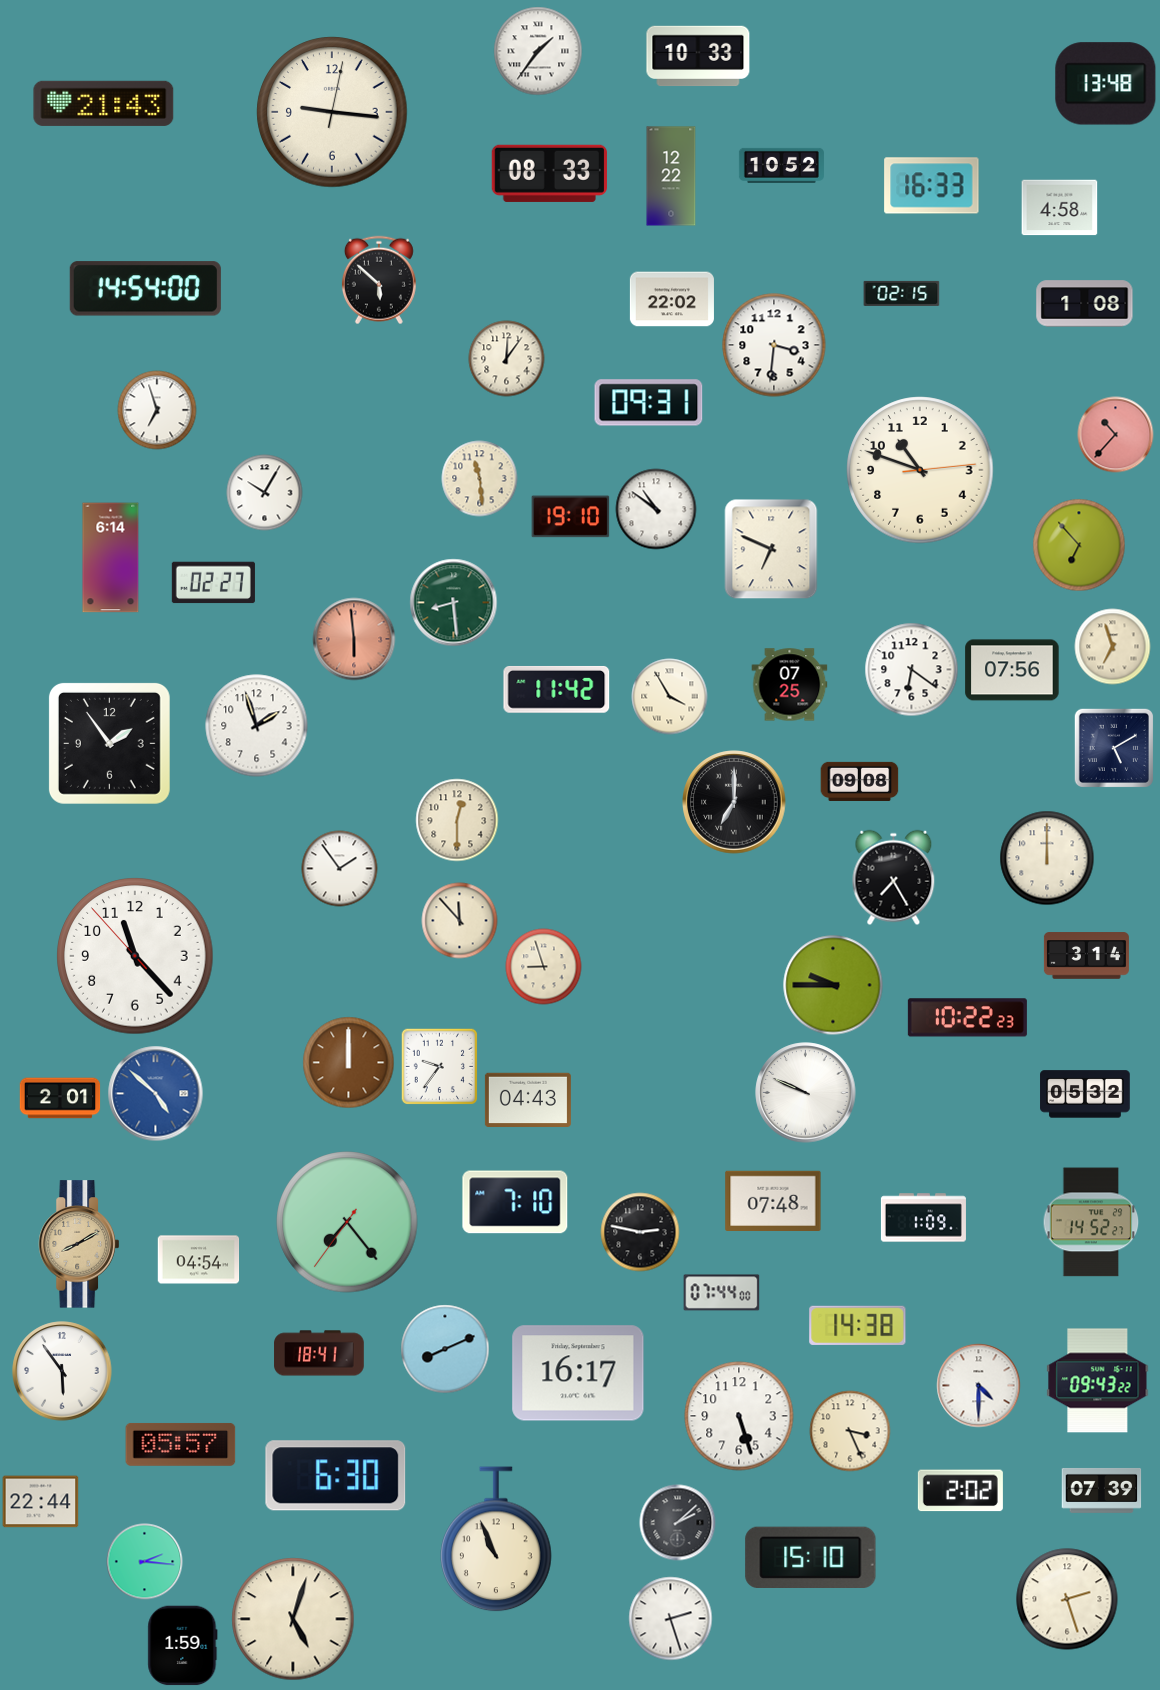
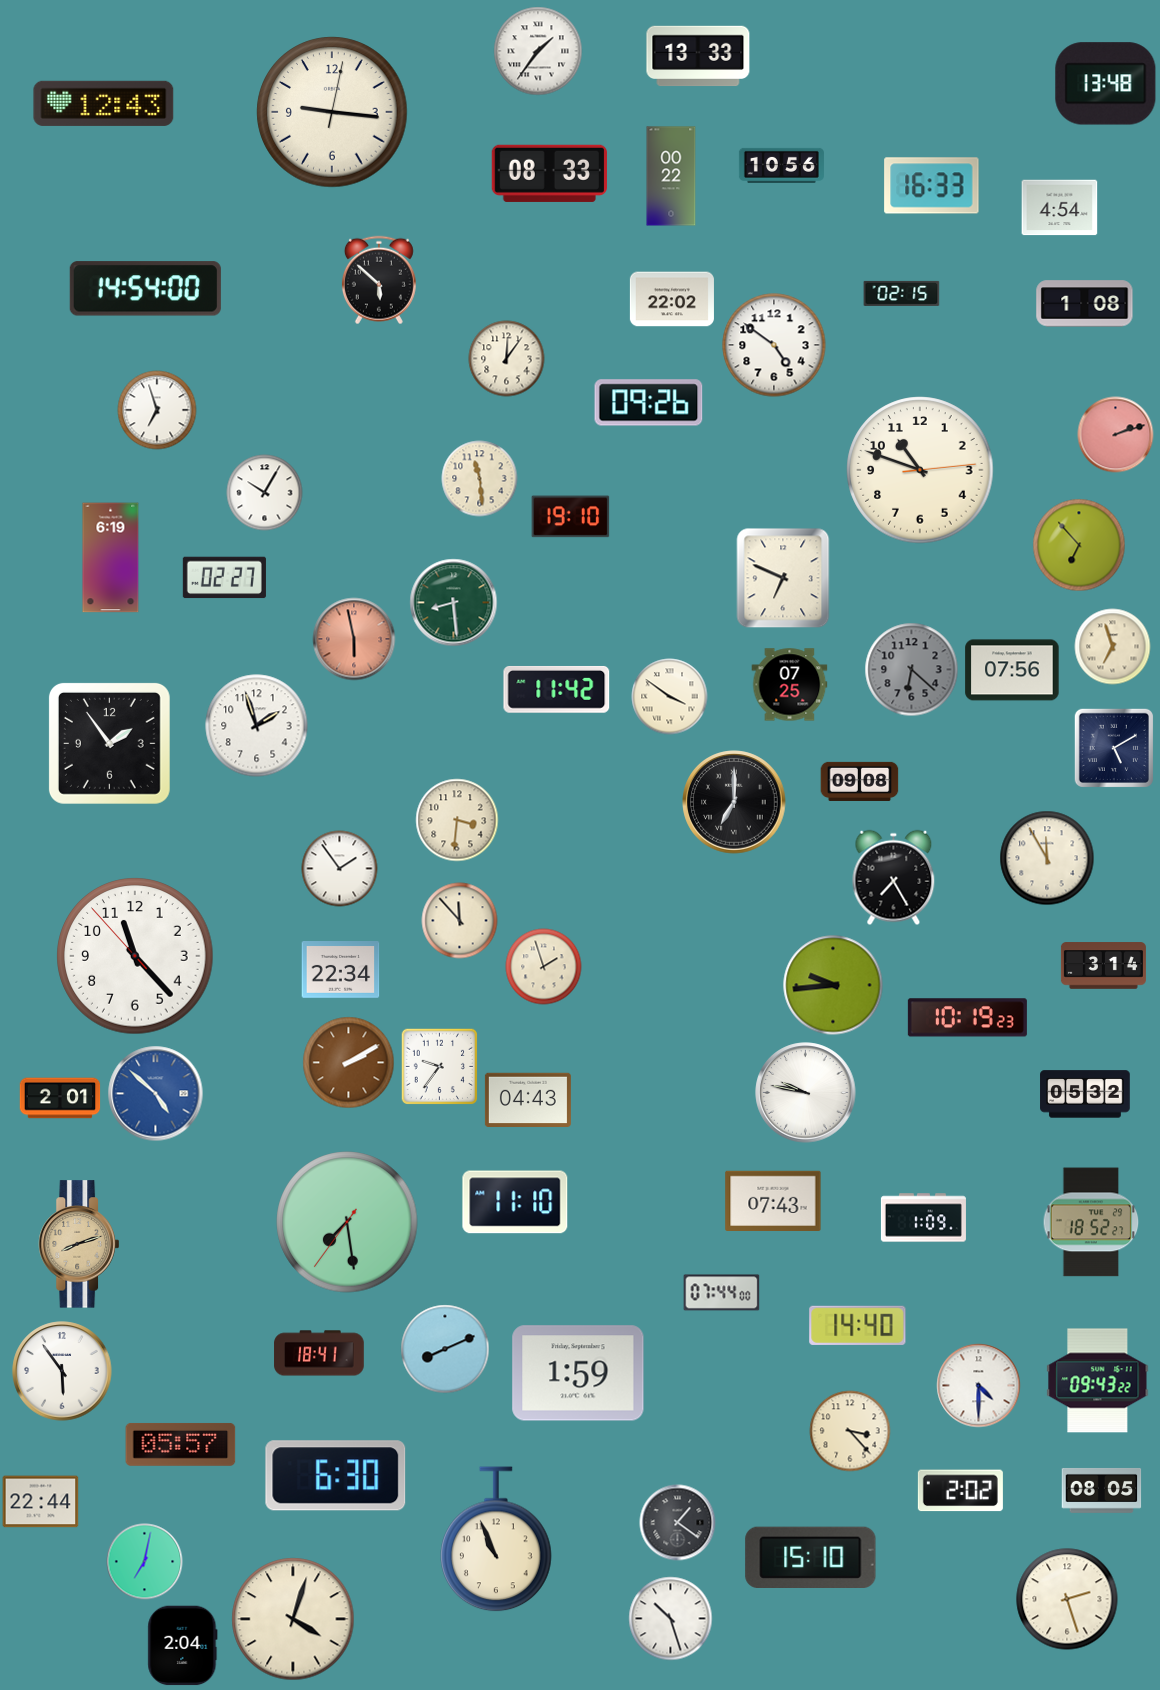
clock at (698, 56): 10:33 -> 13:33
clock at (104, 103): 21:43 -> 12:43
clock at (781, 165): 10:52 -> 10:56
clock at (671, 176): 12:22 -> 00:22
clock at (1060, 208): 4:58 -> 4:54
clock at (774, 345): 3:31 -> 4:51
clock at (649, 403): 09:31 -> 09:26
clock at (1116, 435): 10:37 -> 2:12
clock at (656, 509): 10:51 -> none
clock at (771, 549) position: (771, 549) -> (783, 578)
clock at (111, 558): 6:14 -> 6:19
clock at (213, 583) position: (213, 583) -> (224, 578)
clock at (354, 639): 5:59 -> 5:58
clock at (912, 670): 6:21 -> 6:22
clock at (912, 670) dial: white -> grey
clock at (670, 697): 3:55 -> 3:51
clock at (457, 820): 12:30 -> 3:31
clock at (1047, 858): 12:00 -> 11:55
clock at (1086, 956) position: (1086, 956) -> (1103, 966)
clock at (544, 967): 8:57 -> 1:57
clock at (341, 970): none -> 22:34
clock at (833, 985): 9:45 -> 9:44
clock at (967, 1018): 10:22 -> 10:19
clock at (349, 1063): 12:00 -> 2:10
clock at (806, 1093): 9:49 -> 9:47
clock at (773, 1200): 07:48 -> 07:43
clock at (515, 1202): 7:10 -> 11:10
clock at (347, 1222): 7:23 -> 7:28
clock at (1091, 1222): 14:52 -> 18:52
clock at (640, 1232): 2:47 -> none
clock at (79, 1244): 8:10 -> 8:12
clock at (199, 1260): 04:54 -> none
clock at (858, 1325): 14:38 -> 14:40
clock at (578, 1373): 16:17 -> 1:59
clock at (739, 1416): 5:27 -> none
clock at (850, 1431): 3:26 -> 3:23
clock at (1102, 1490): 07:39 -> 08:05
clock at (678, 1523): 2:08 -> 1:21
clock at (145, 1562): 2:16 -> 7:02
clock at (293, 1619): 5:03 -> 4:03
clock at (671, 1619): 2:27 -> 10:27
clock at (183, 1646): 1:59 -> 2:04
